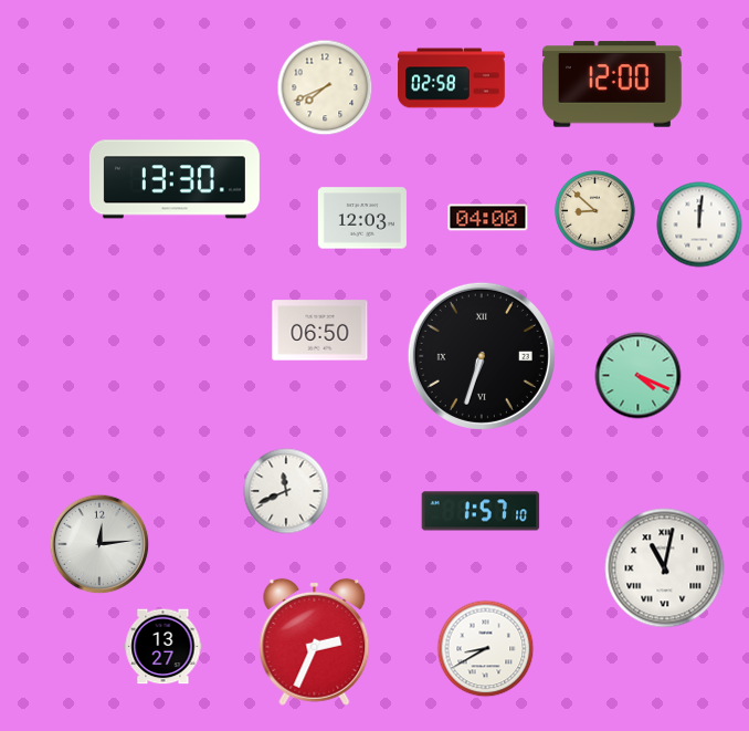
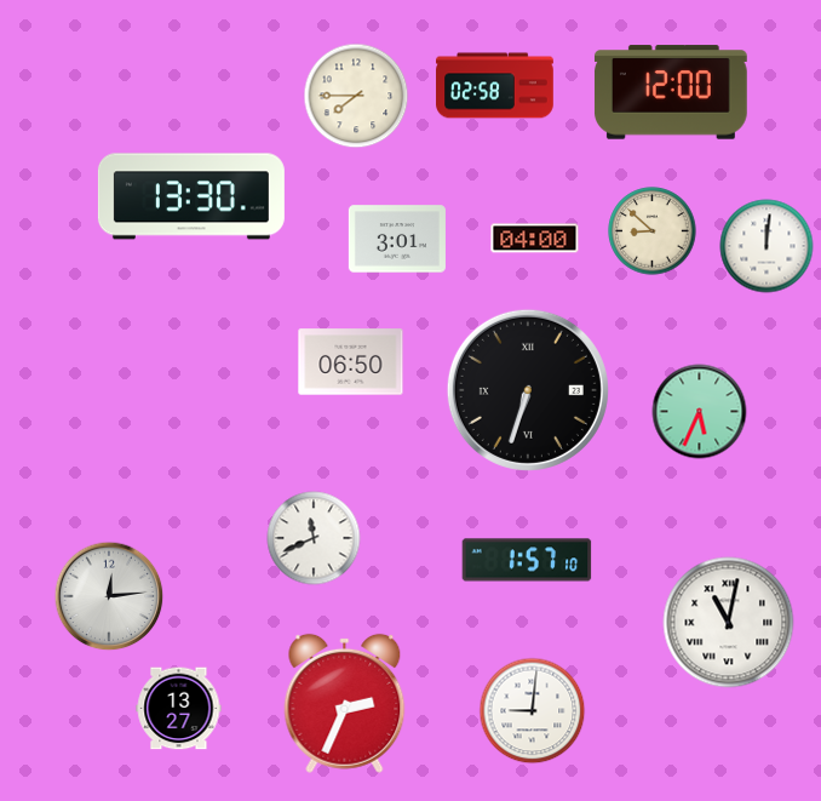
clock at (325, 87): 7:41 -> 7:45
clock at (362, 218): 12:03 -> 3:01
clock at (639, 376): 4:19 -> 5:34
clock at (486, 649): 8:40 -> 9:01
